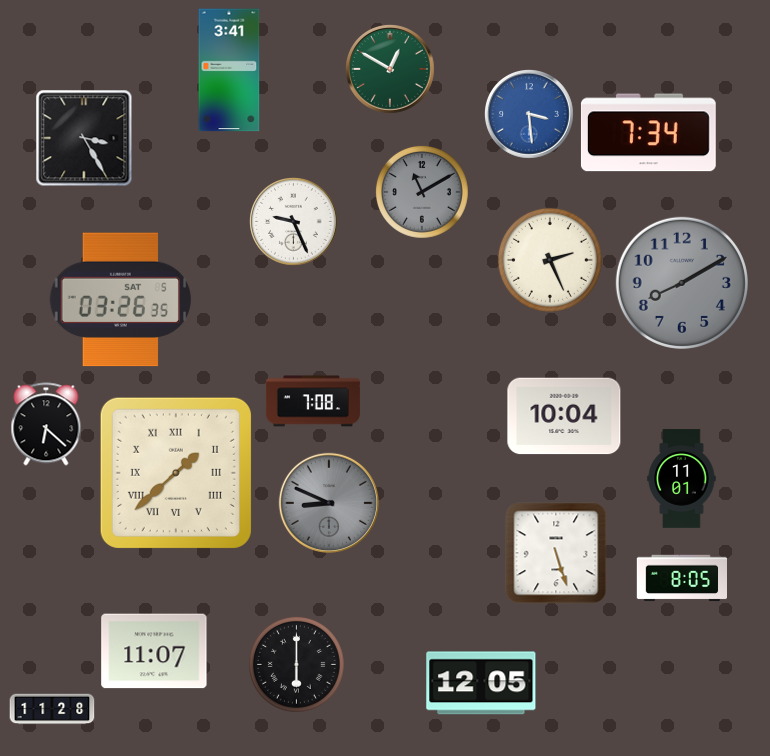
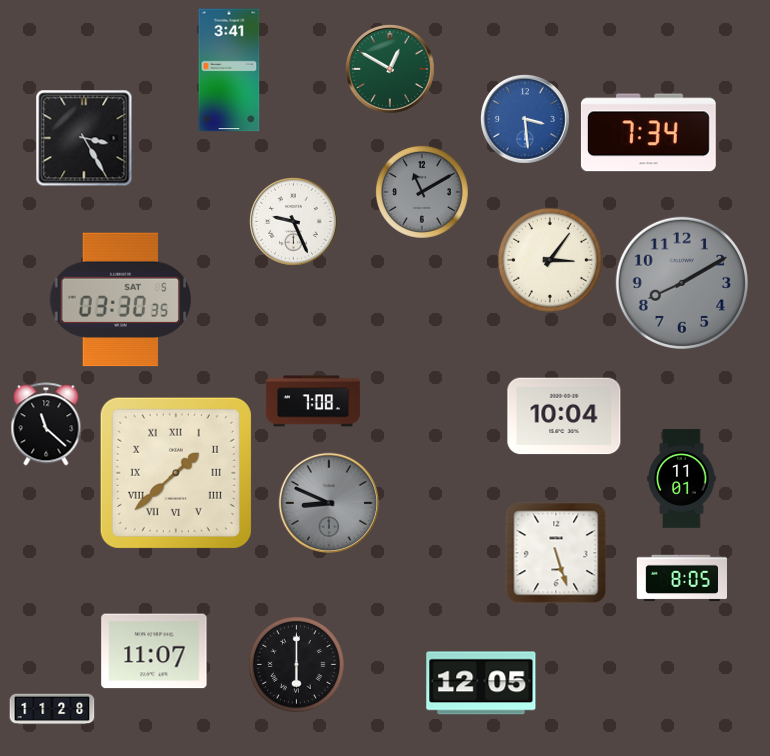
clock at (530, 115) position: (530, 115) -> (526, 120)
clock at (550, 260): 2:26 -> 3:06
clock at (121, 300): 03:26 -> 03:30
clock at (46, 424): 6:22 -> 11:22
